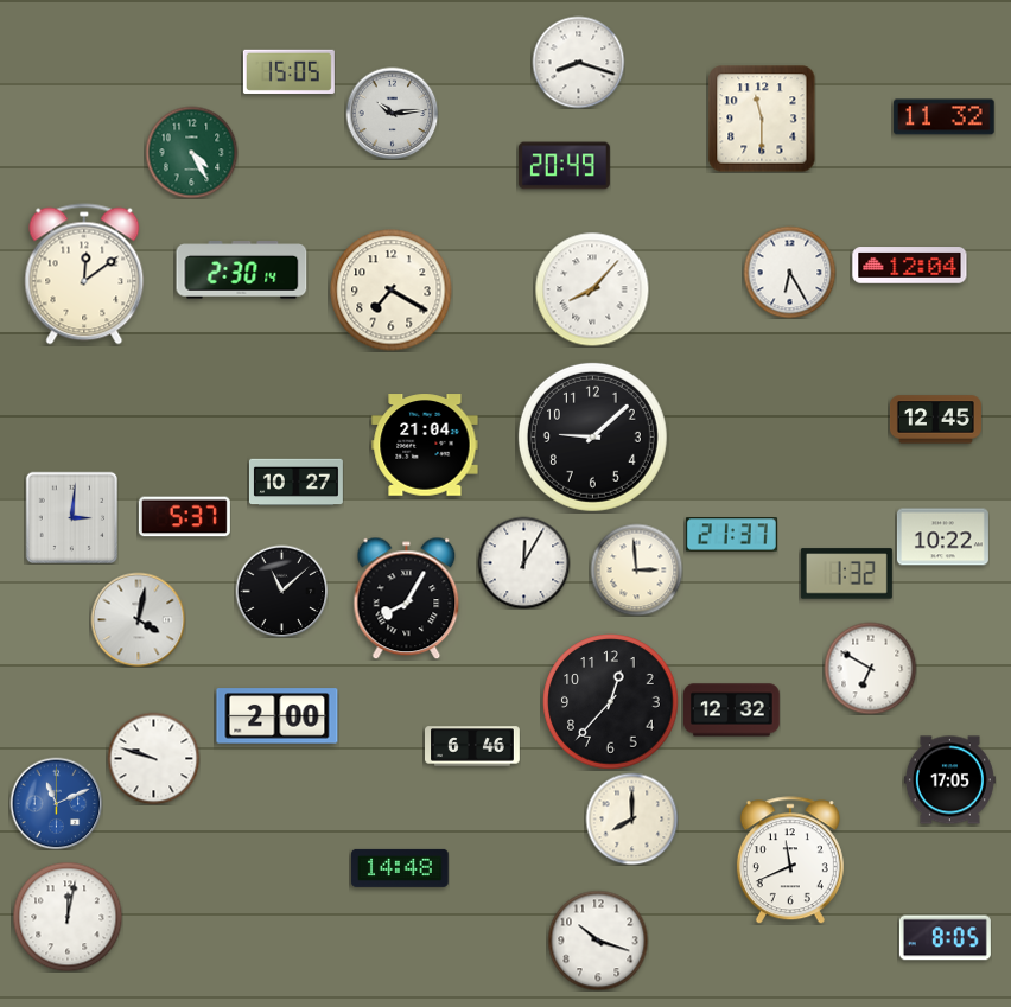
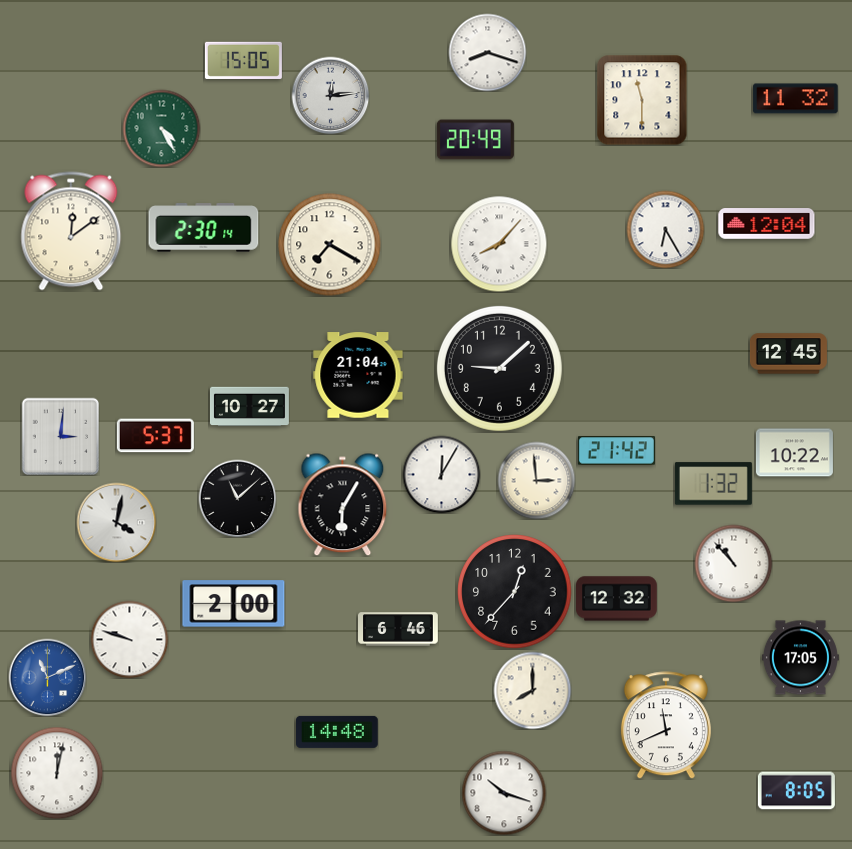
clock at (392, 113): 10:14 -> 12:14
clock at (731, 535): 21:37 -> 21:42
clock at (407, 598): 8:05 -> 6:05
clock at (870, 668): 6:50 -> 10:53
